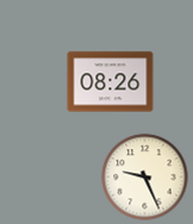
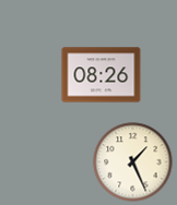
clock at (145, 178): 9:26 -> 1:26
